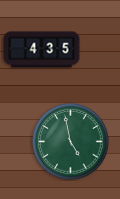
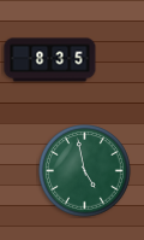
clock at (42, 50): 4:35 -> 8:35
